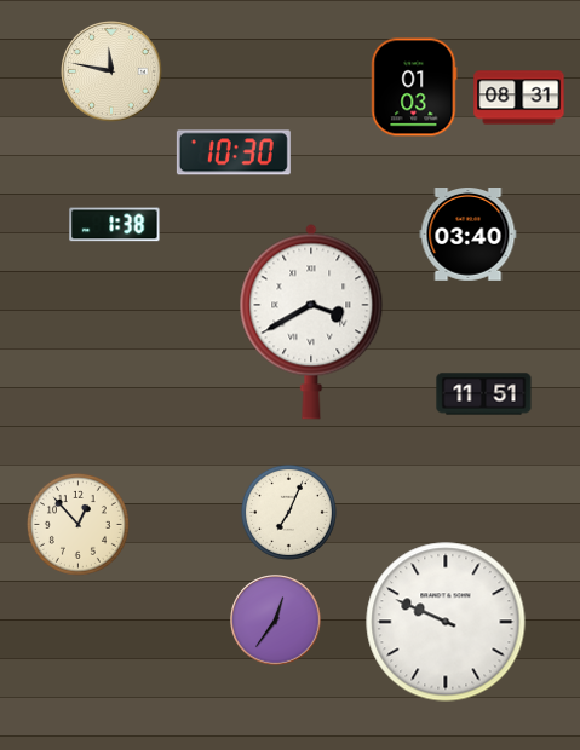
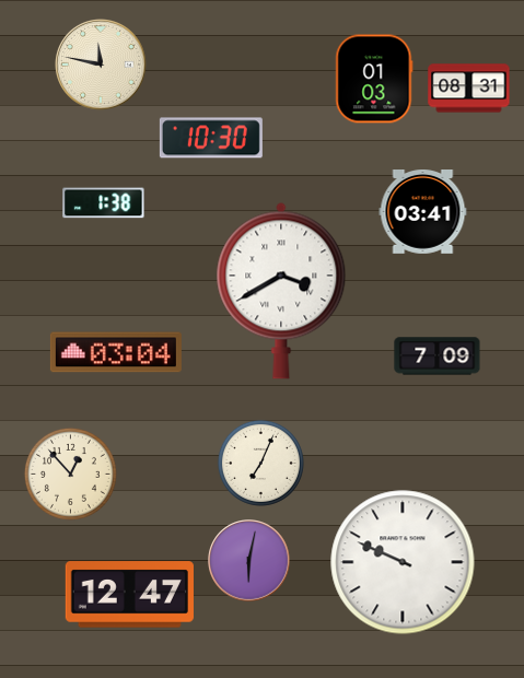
clock at (469, 235): 03:40 -> 03:41
clock at (116, 352): none -> 03:04
clock at (484, 394): 11:51 -> 7:09
clock at (276, 621): 12:36 -> 6:02
clock at (129, 595): none -> 12:47
